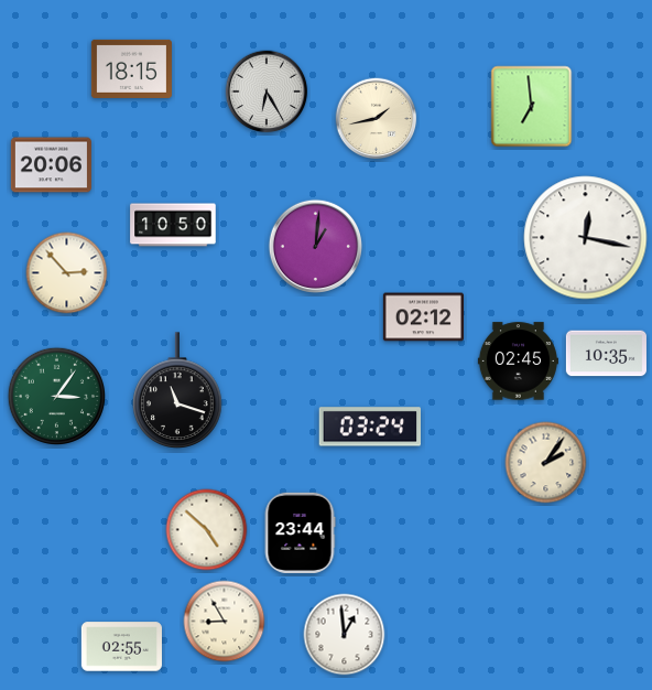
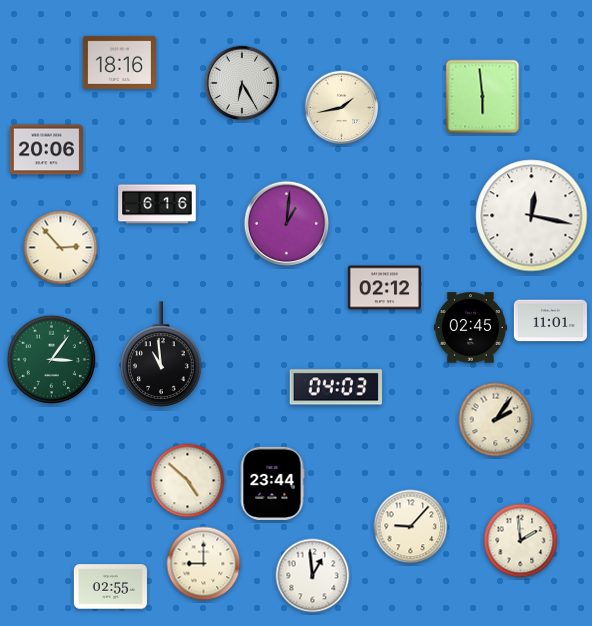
clock at (131, 68): 18:15 -> 18:16
clock at (532, 107): 6:59 -> 5:59
clock at (173, 225): 10:50 -> 6:16
clock at (606, 354): 10:35 -> 11:01
clock at (177, 390): 11:18 -> 10:59
clock at (369, 427): 03:24 -> 04:03
clock at (411, 527): none -> 9:07
clock at (521, 541): none -> 1:59
clock at (225, 622): 8:55 -> 9:00
